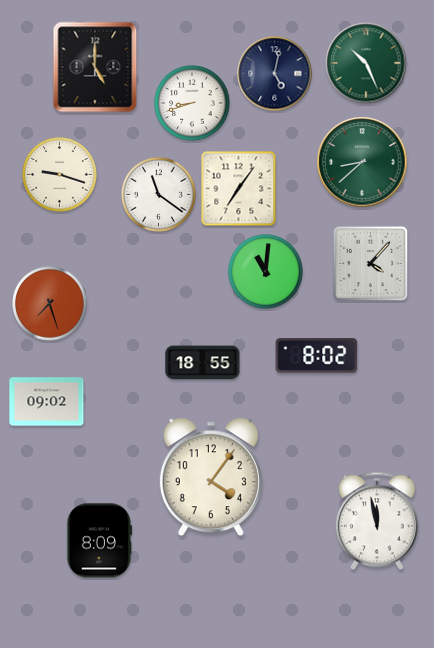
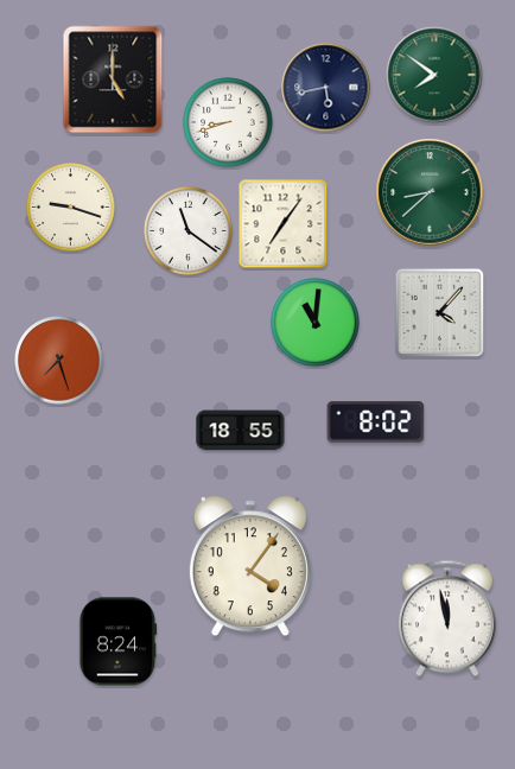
clock at (366, 63): 10:26 -> 7:51
clock at (275, 74): 5:02 -> 5:43
clock at (47, 402): 09:02 -> none
clock at (100, 541): 8:09 -> 8:24
